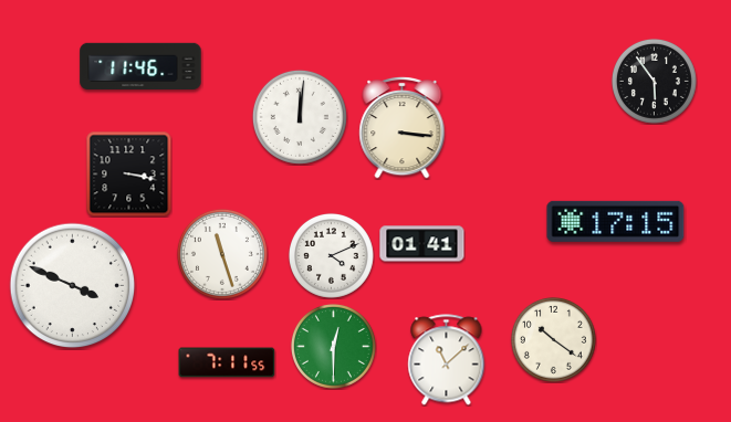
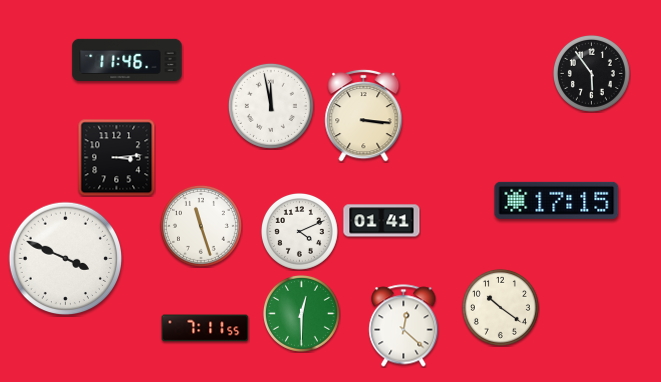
clock at (300, 117): 12:01 -> 11:58
clock at (128, 173): 3:17 -> 3:14
clock at (222, 254) position: (222, 254) -> (201, 226)
clock at (447, 360): 11:08 -> 12:22
